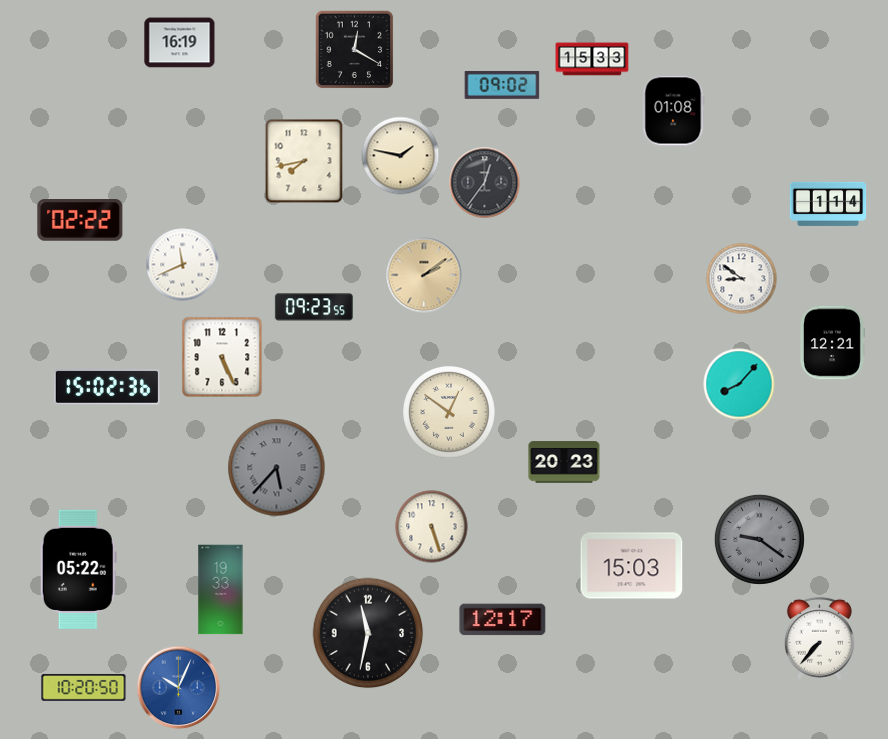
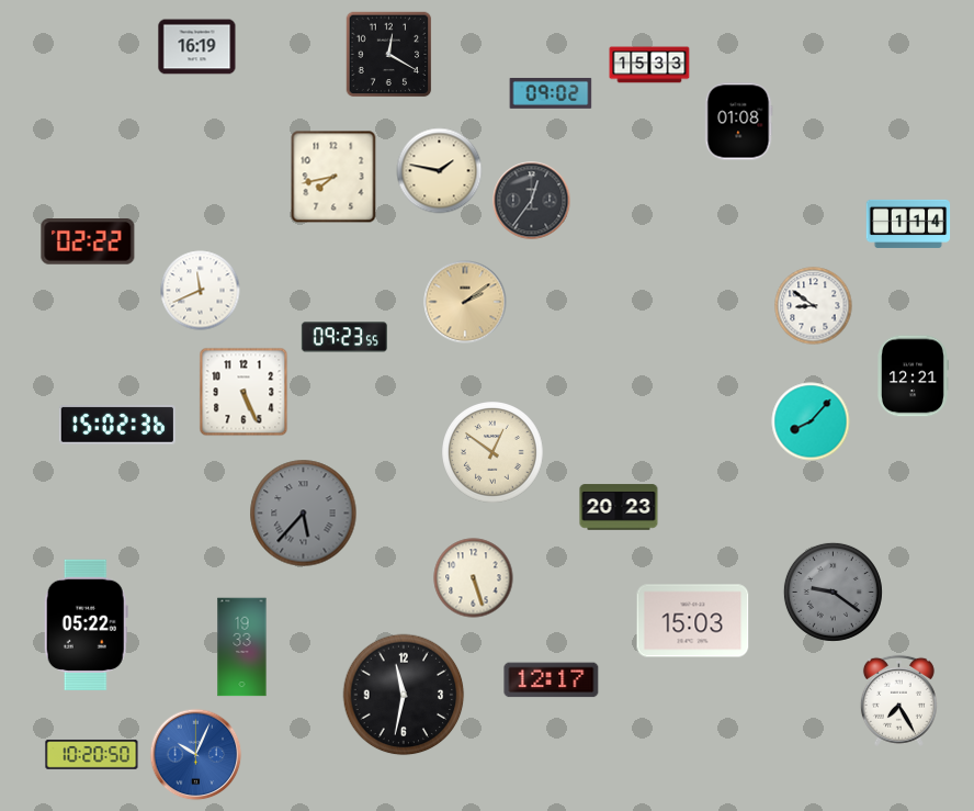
clock at (819, 638): 7:37 -> 7:25
